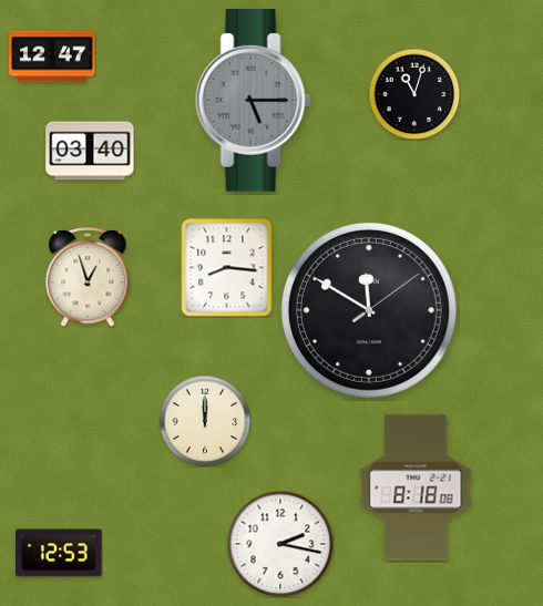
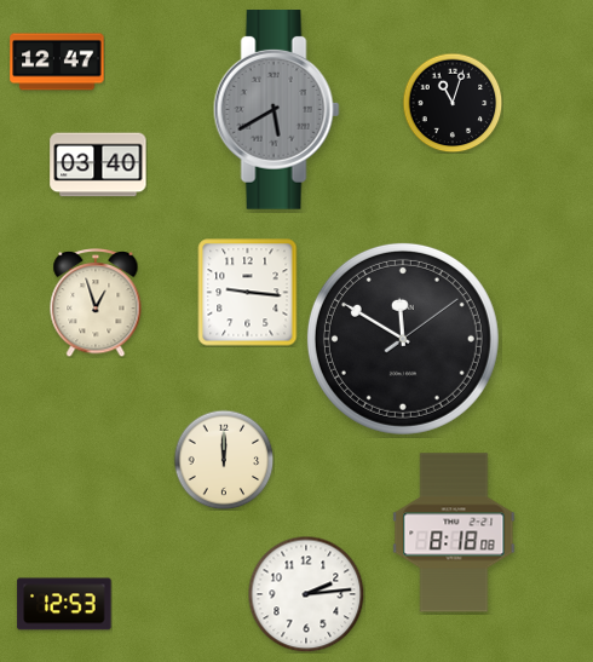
clock at (253, 101): 5:15 -> 5:40
clock at (227, 268): 8:16 -> 9:16
clock at (280, 544): 2:17 -> 2:14
